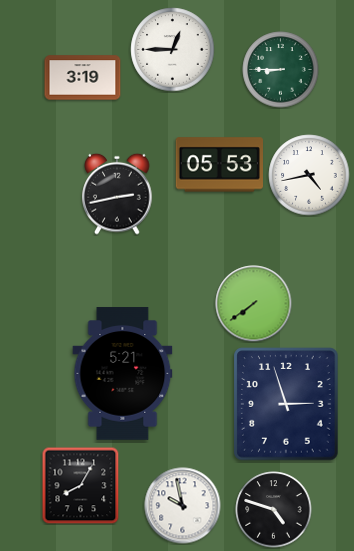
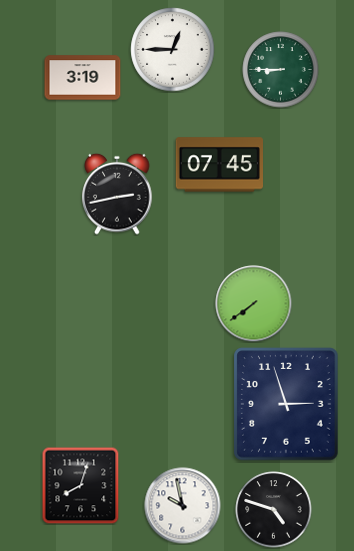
clock at (219, 165): 05:53 -> 07:45
clock at (309, 175): 4:43 -> none
clock at (123, 374): 5:21 -> none
clock at (80, 485): 8:05 -> 8:03
